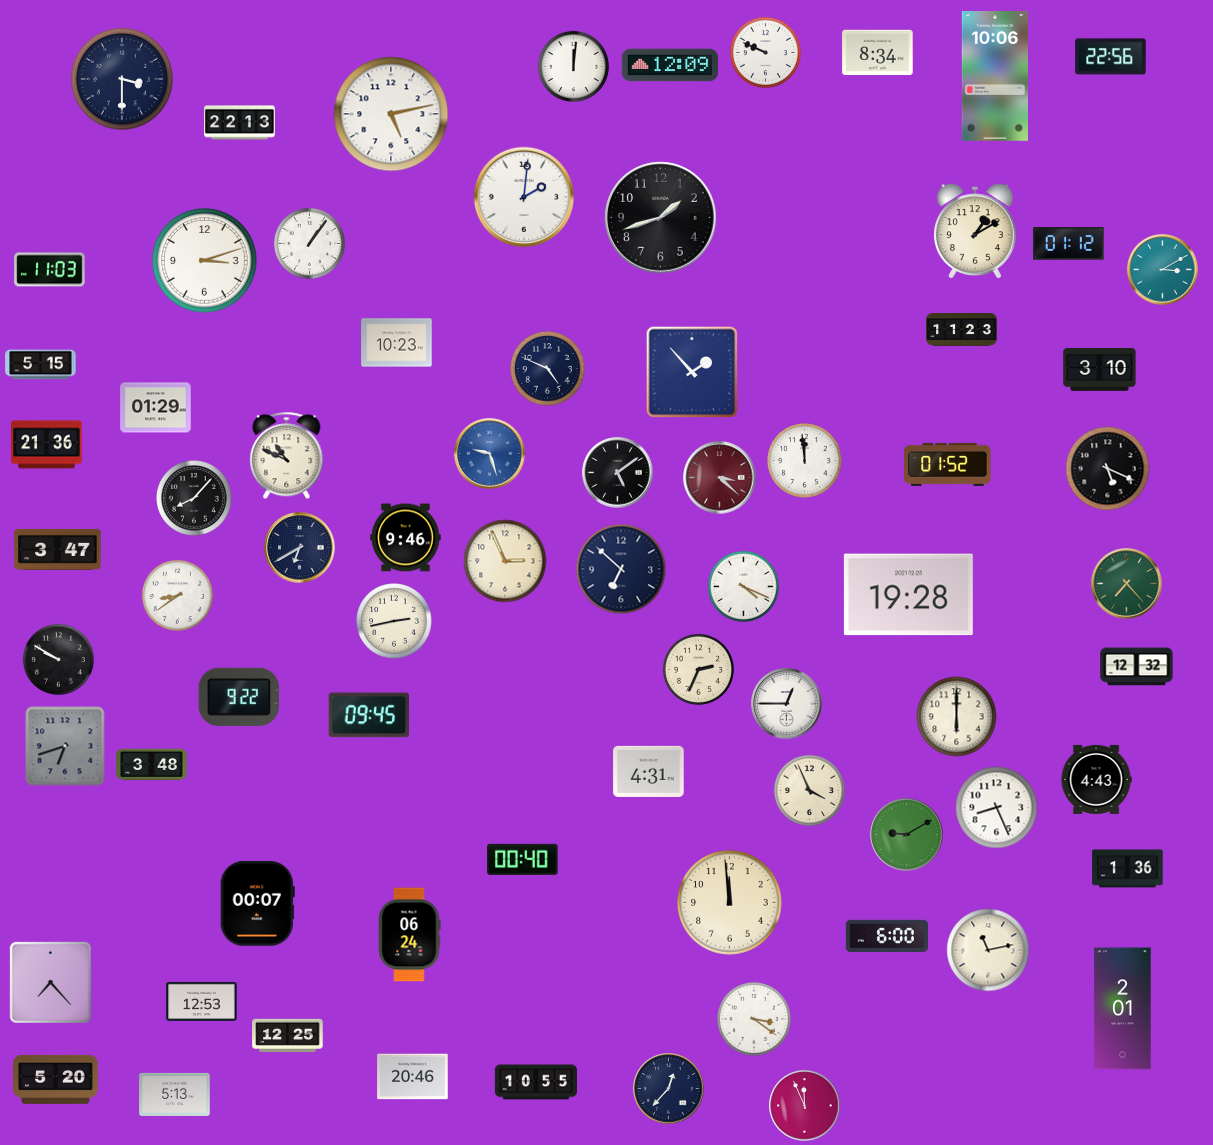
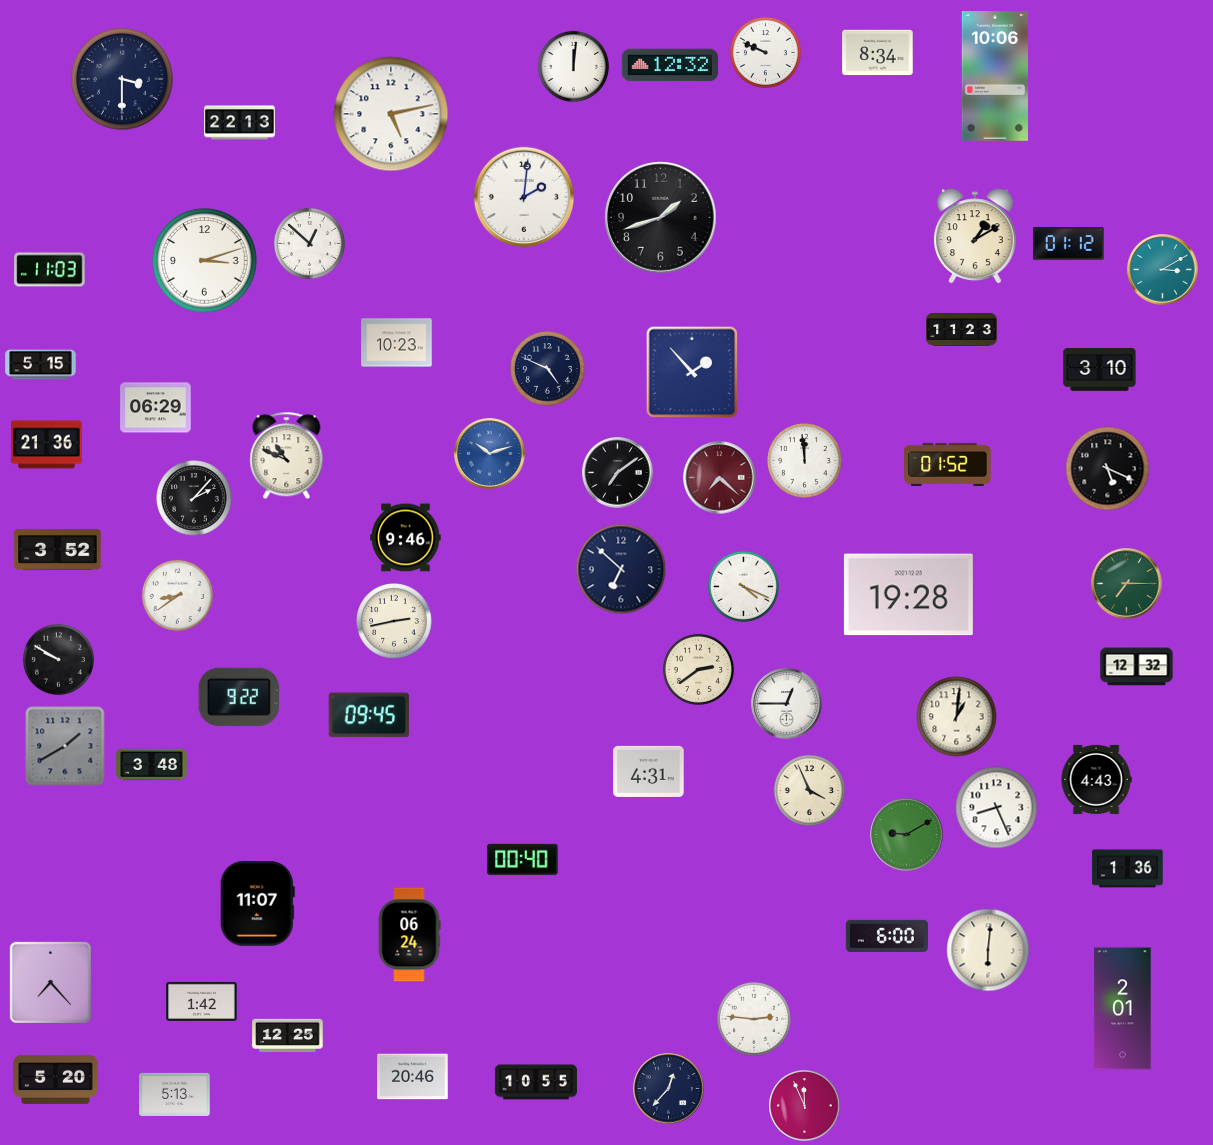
clock at (1111, 57): 22:56 -> none
clock at (670, 65): 12:09 -> 12:32
clock at (975, 231) position: (975, 231) -> (975, 236)
clock at (309, 243): 1:06 -> 12:52
clock at (156, 408): 01:29 -> 06:29
clock at (490, 454): 9:27 -> 10:12
clock at (618, 473): 5:09 -> 7:09
clock at (720, 478): 3:22 -> 7:22
clock at (194, 498): 8:07 -> 2:07
clock at (300, 548): 6:40 -> none
clock at (58, 549): 3:47 -> 3:52
clock at (505, 561): 2:56 -> none
clock at (1127, 584): 7:23 -> 7:15
clock at (698, 669): 2:34 -> 2:39
clock at (957, 717): 6:00 -> 1:01
clock at (65, 746): 6:42 -> 1:40
clock at (730, 903): 11:59 -> none
clock at (257, 904): 00:07 -> 11:07
clock at (988, 950): 11:13 -> 6:01
clock at (202, 1001): 12:53 -> 1:42
clock at (755, 1020): 3:21 -> 2:46
